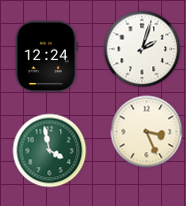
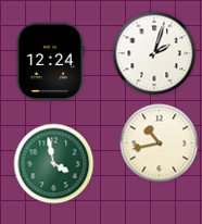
clock at (147, 132): 3:26 -> 10:43
